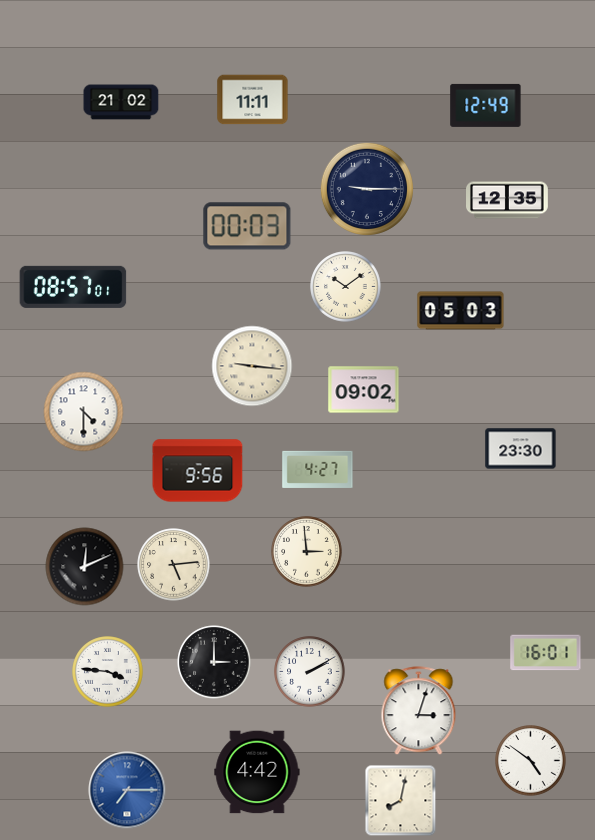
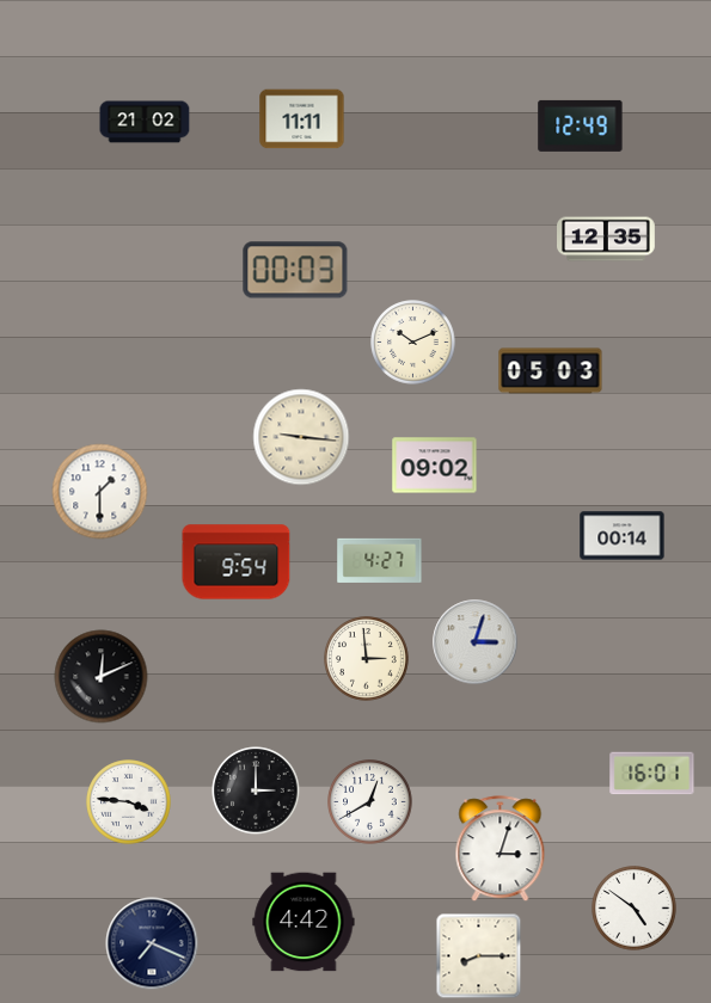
clock at (367, 189): 9:15 -> none
clock at (73, 287): 08:57 -> none
clock at (346, 287): 10:09 -> 10:11
clock at (84, 412): 4:30 -> 1:30
clock at (521, 449): 23:30 -> 00:14
clock at (198, 471): 9:56 -> 9:54
clock at (476, 642): none -> 3:03
clock at (174, 565): 5:14 -> none
clock at (546, 653) position: (546, 653) -> (652, 774)
clock at (310, 672): 2:10 -> 12:40
clock at (257, 772) position: (257, 772) -> (304, 922)
clock at (127, 790): 7:15 -> 7:19
clock at (127, 790) dial: blue -> navy
clock at (401, 801): 8:02 -> 8:15
